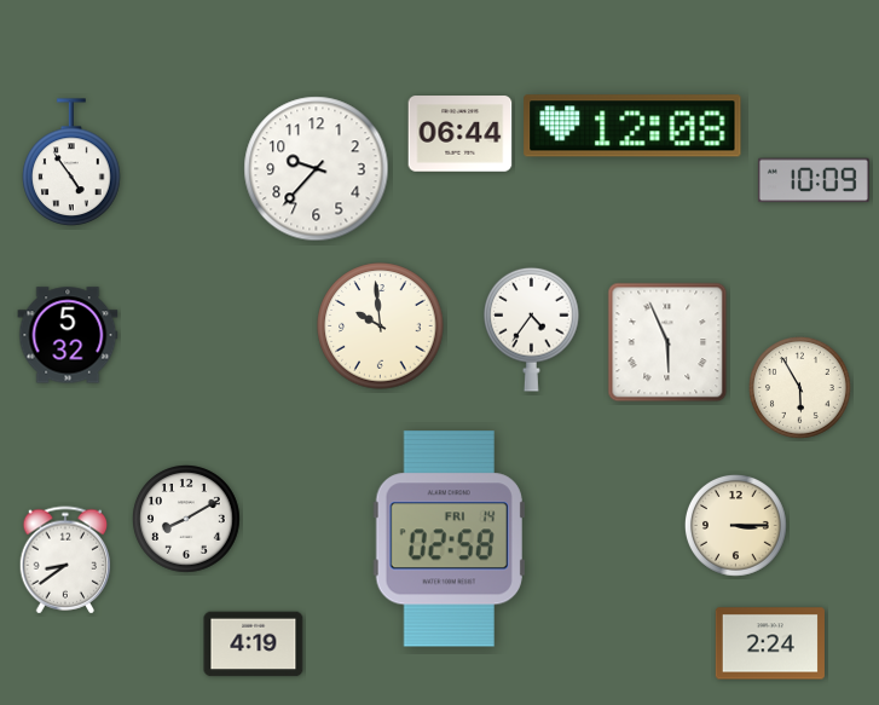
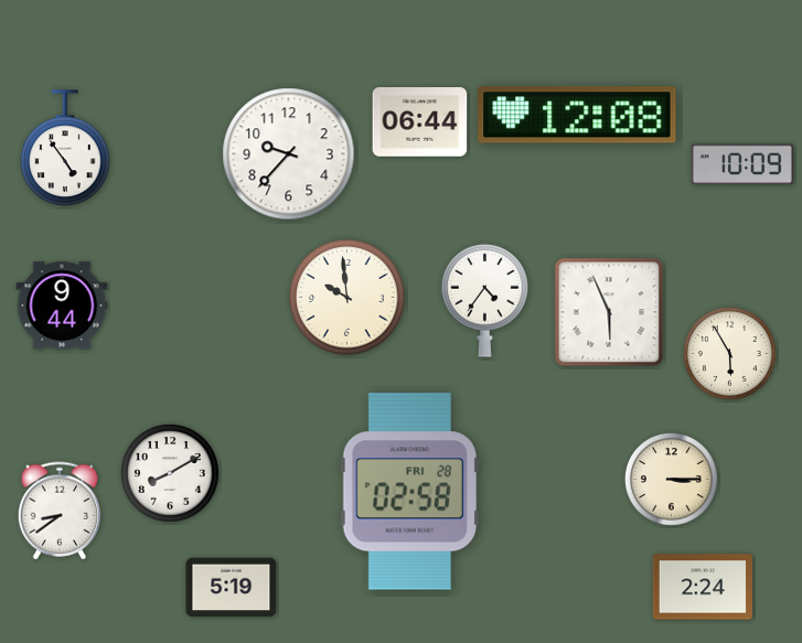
clock at (68, 335): 5:32 -> 9:44
clock at (449, 539) date: FRI 14 -> FRI 28
clock at (254, 645): 4:19 -> 5:19
